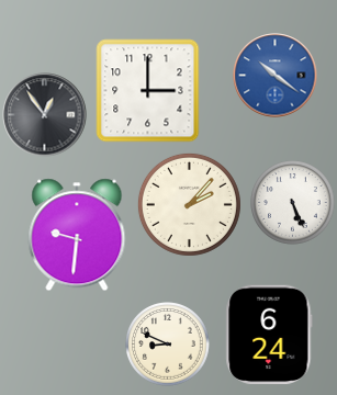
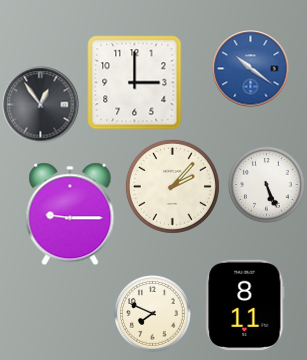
clock at (77, 235): 9:31 -> 9:15
clock at (269, 335): 6:24 -> 8:11
clock at (168, 345): 8:49 -> 7:49
